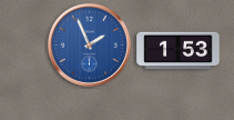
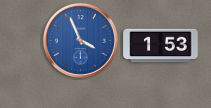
clock at (89, 44): 1:56 -> 3:56
